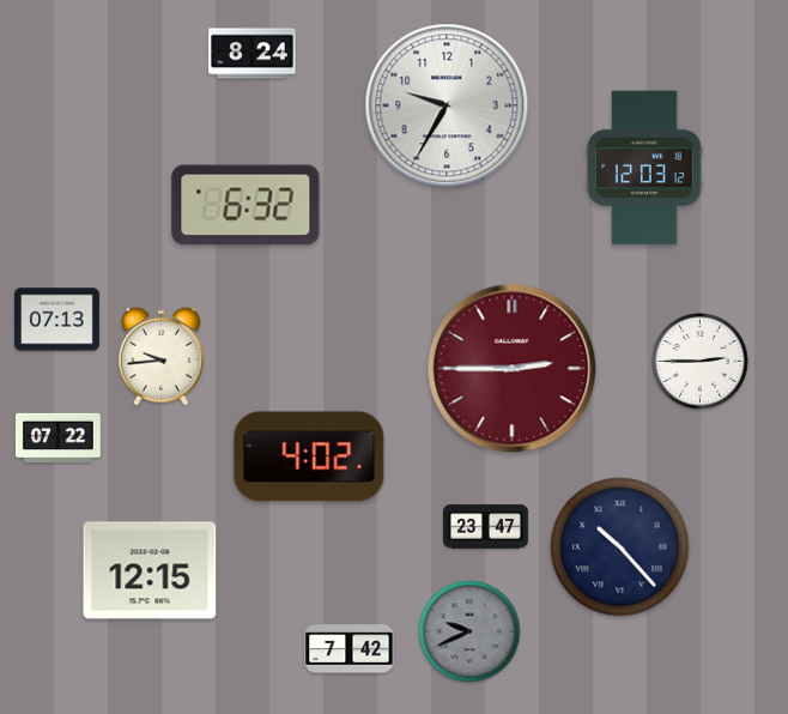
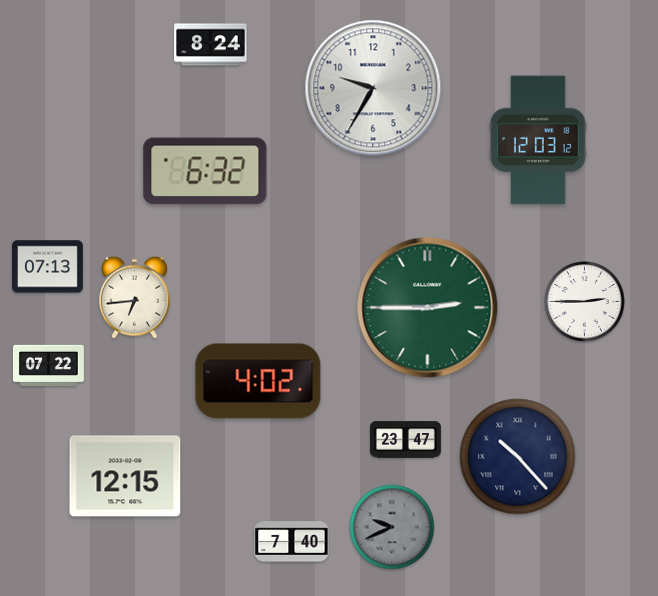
clock at (160, 356): 9:44 -> 6:44
clock at (513, 369) dial: burgundy -> green
clock at (350, 649): 7:42 -> 7:40
